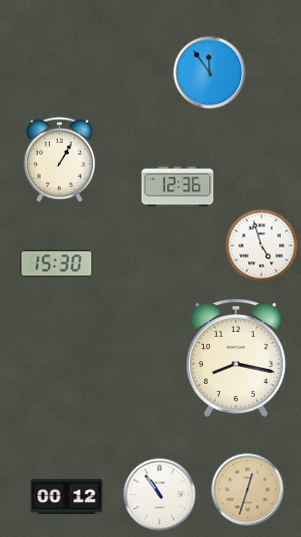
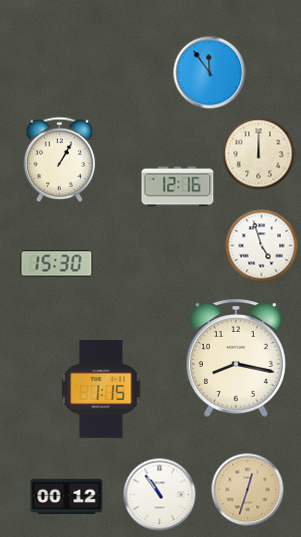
clock at (259, 154): none -> 12:00
clock at (178, 187): 12:36 -> 12:16
clock at (101, 389): none -> 1:15
